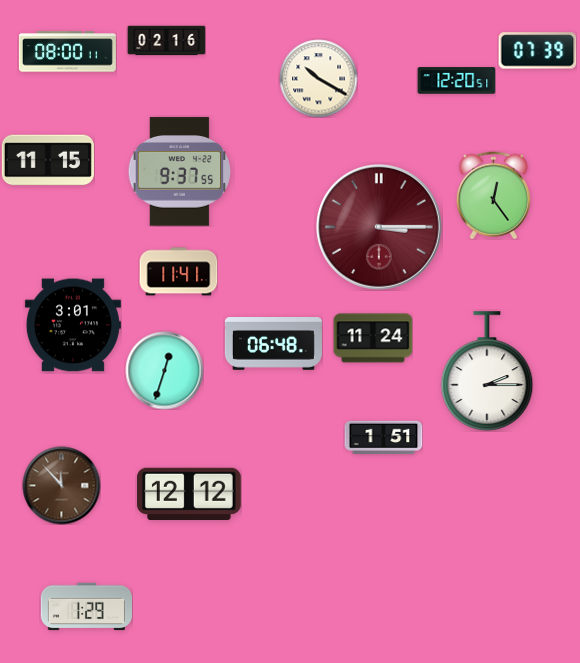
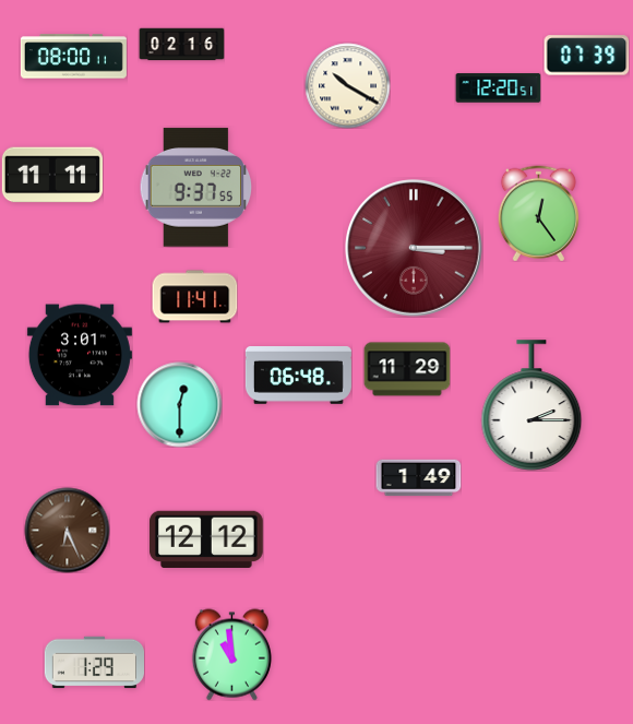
clock at (48, 160): 11:15 -> 11:11
clock at (373, 338): 11:24 -> 11:29
clock at (164, 370): 12:33 -> 12:30
clock at (383, 438): 1:51 -> 1:49
clock at (61, 485): 11:53 -> 6:26
clock at (231, 654): none -> 10:59
